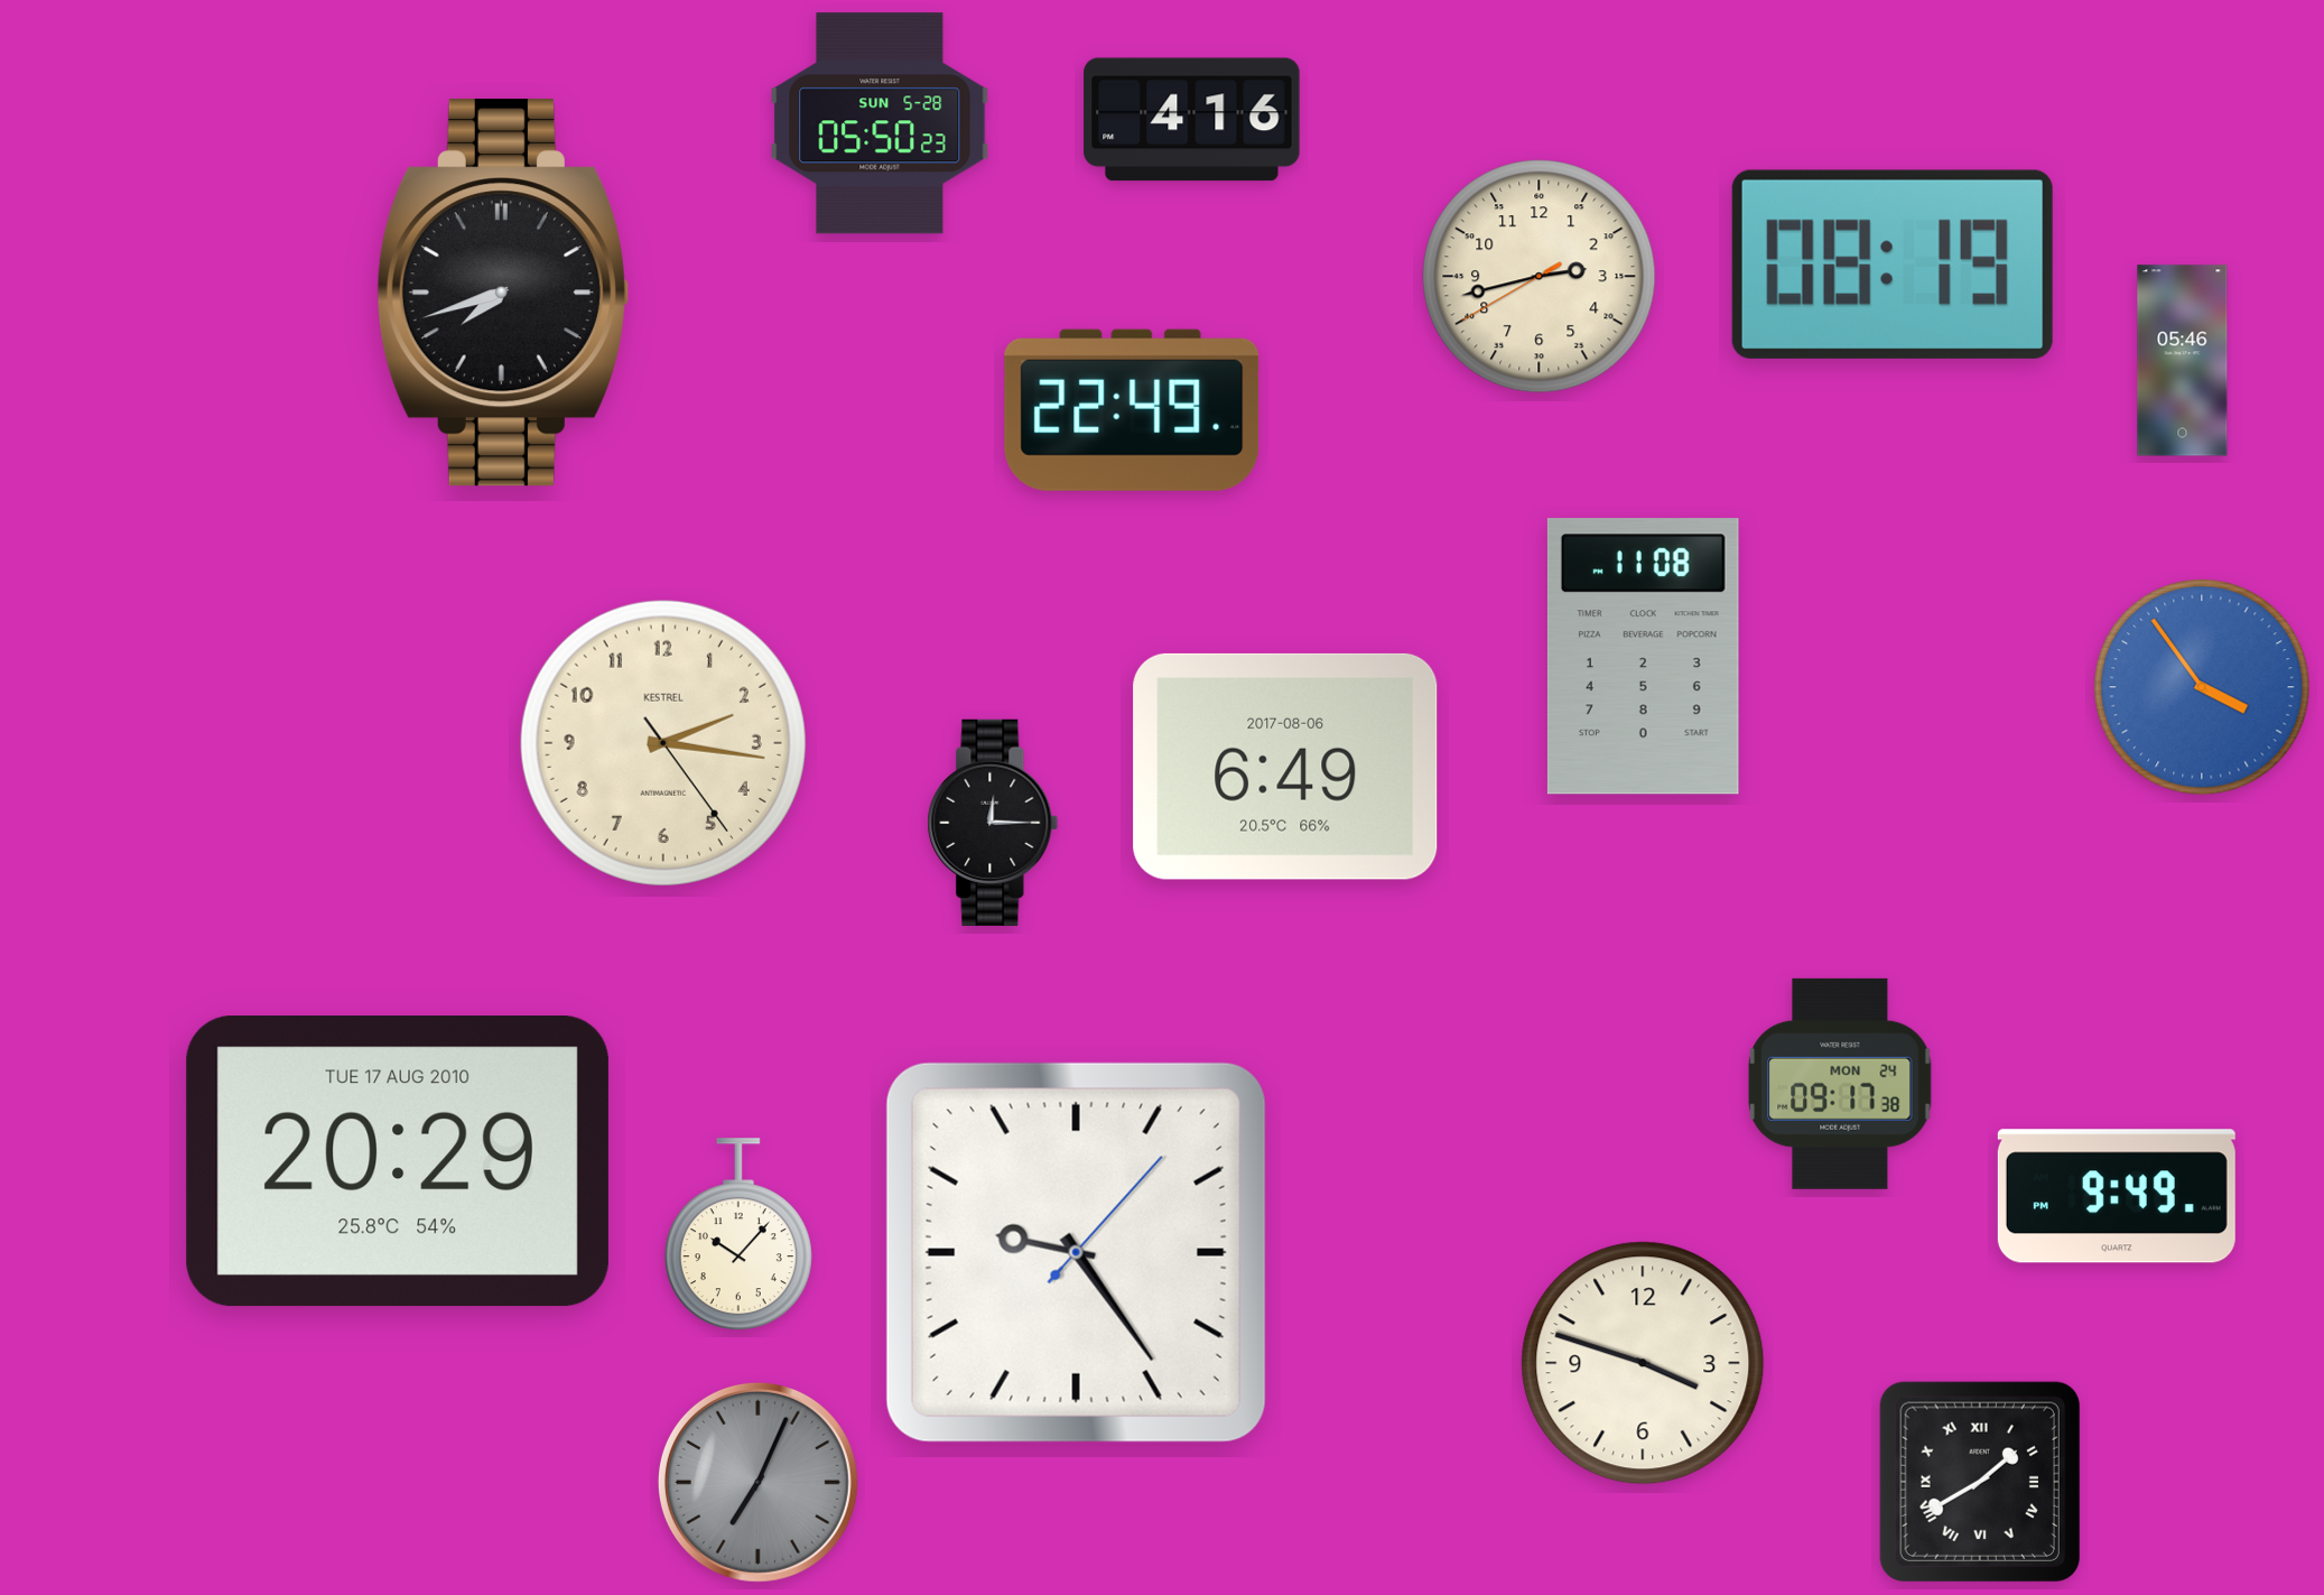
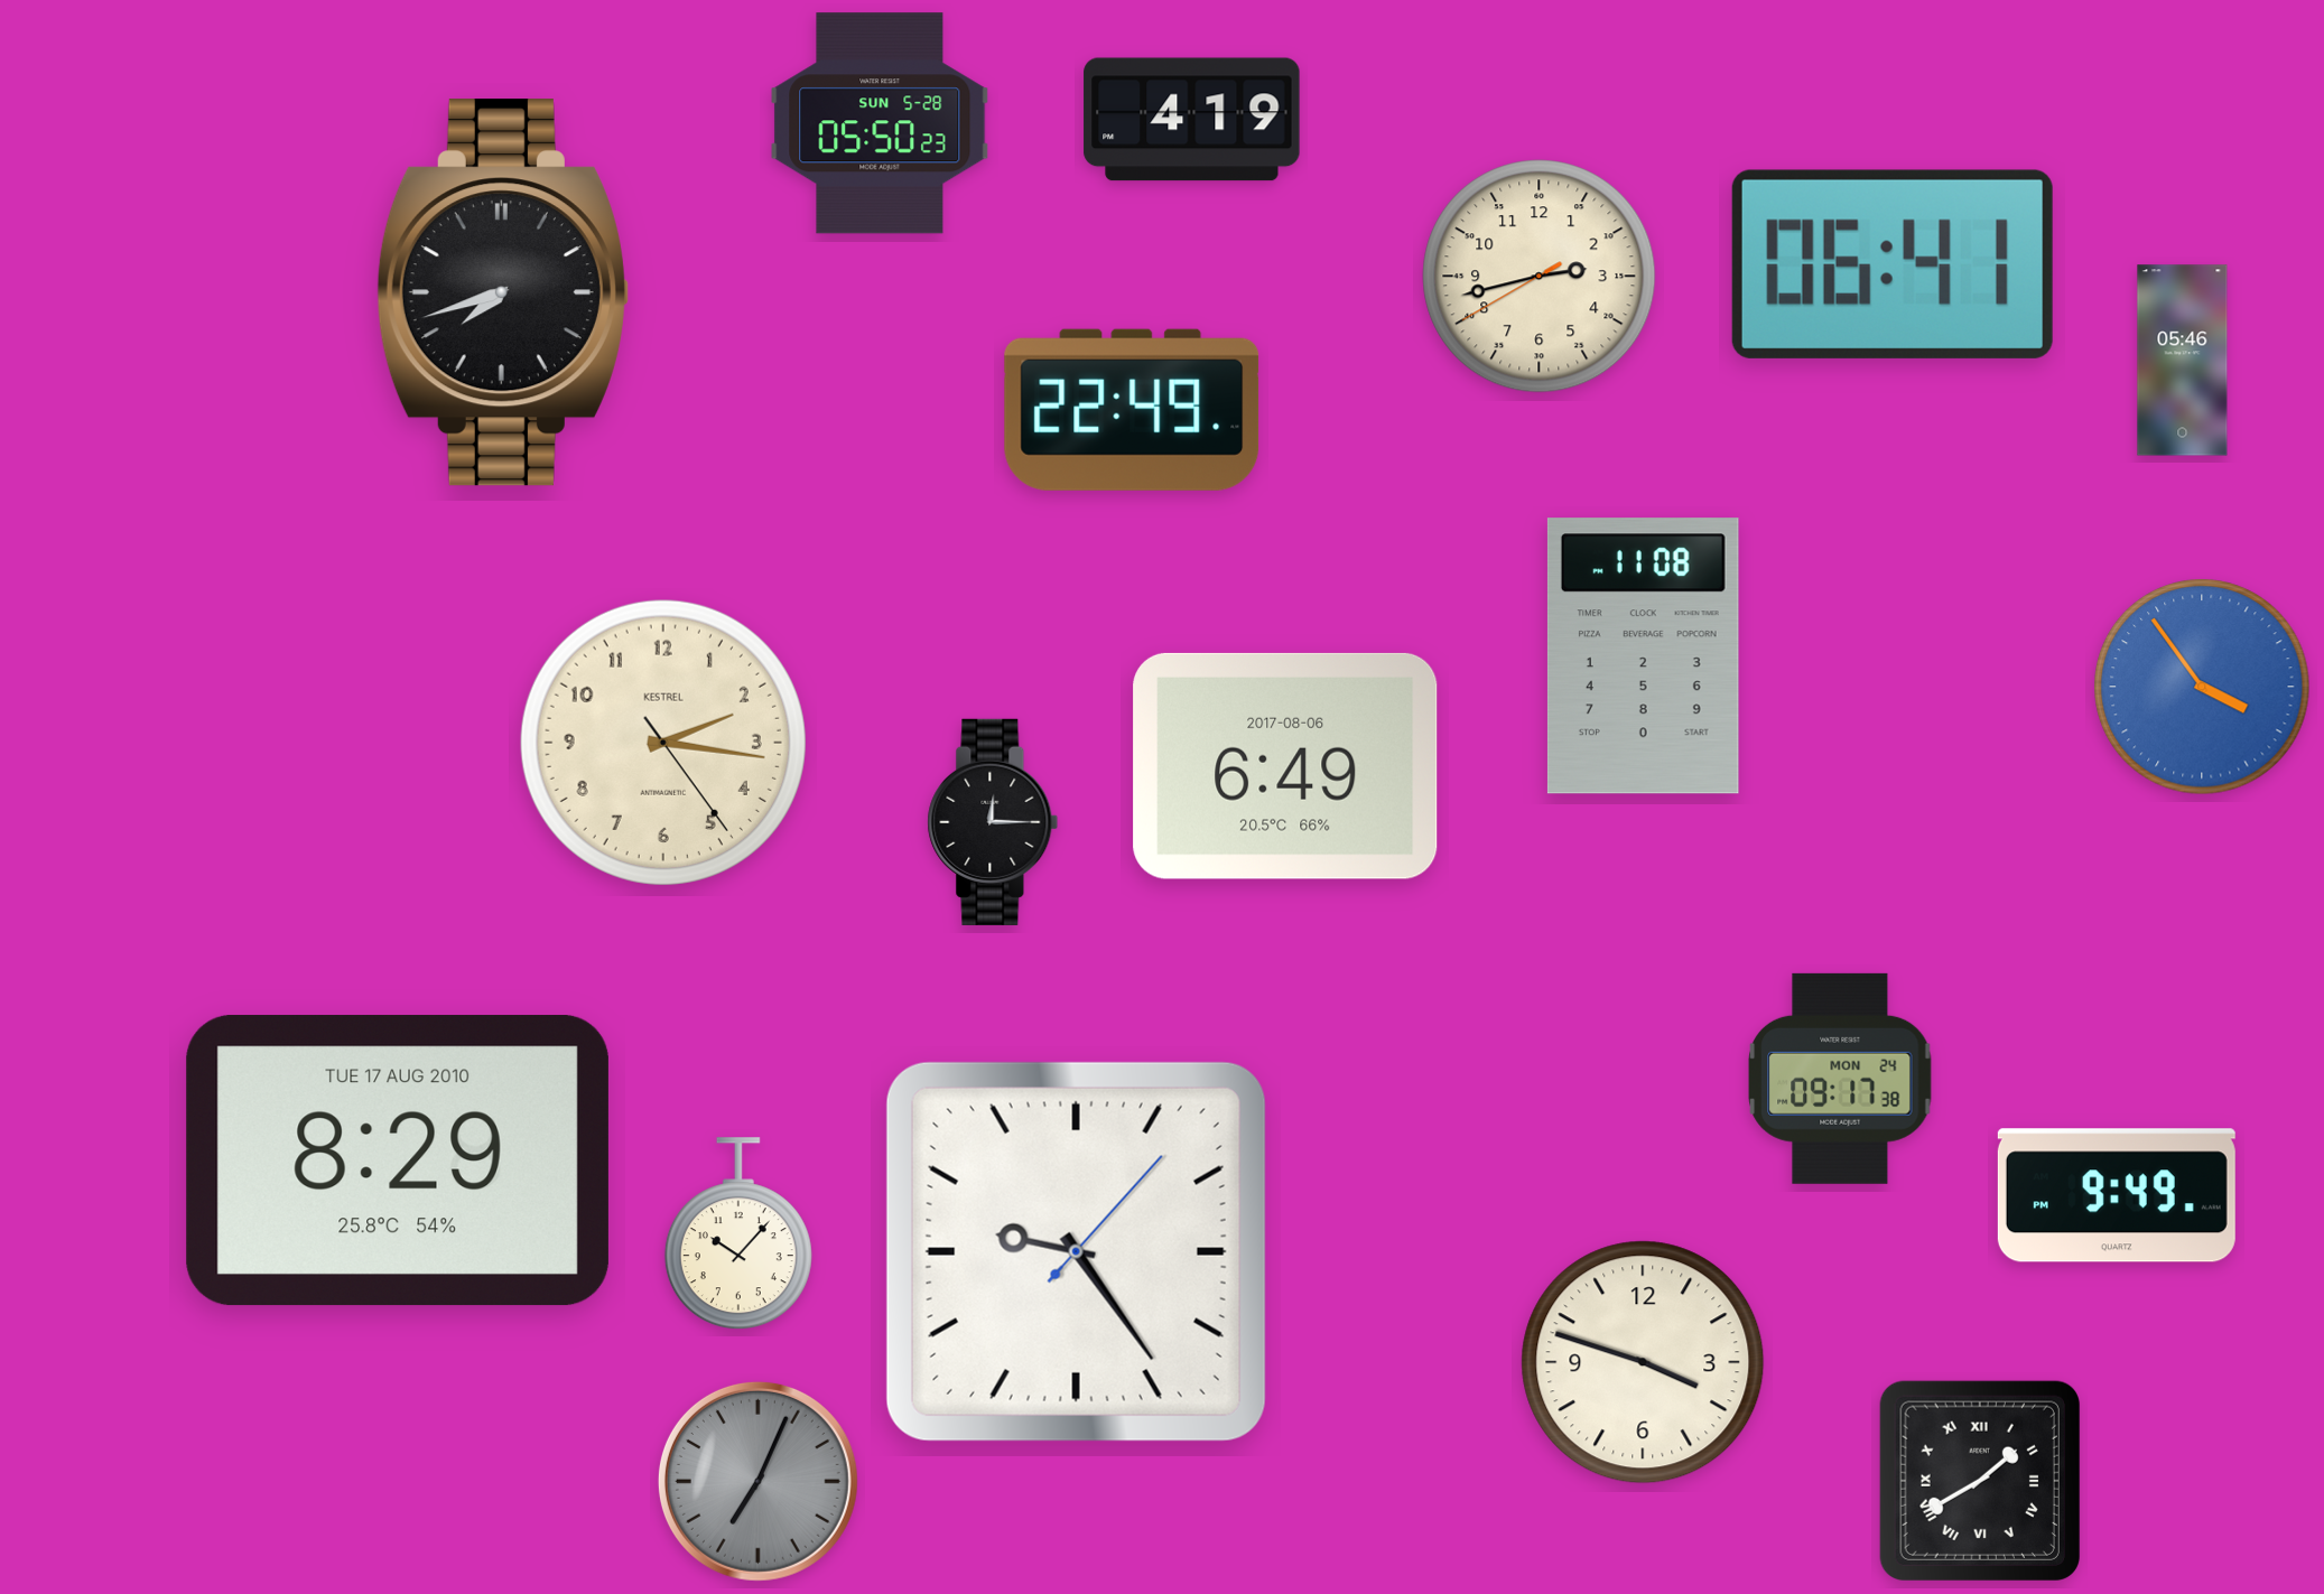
clock at (1192, 120): 4:16 -> 4:19
clock at (1893, 265): 08:19 -> 06:41
clock at (1840, 1084) position: (1840, 1084) -> (1840, 1079)
clock at (398, 1161): 20:29 -> 8:29
